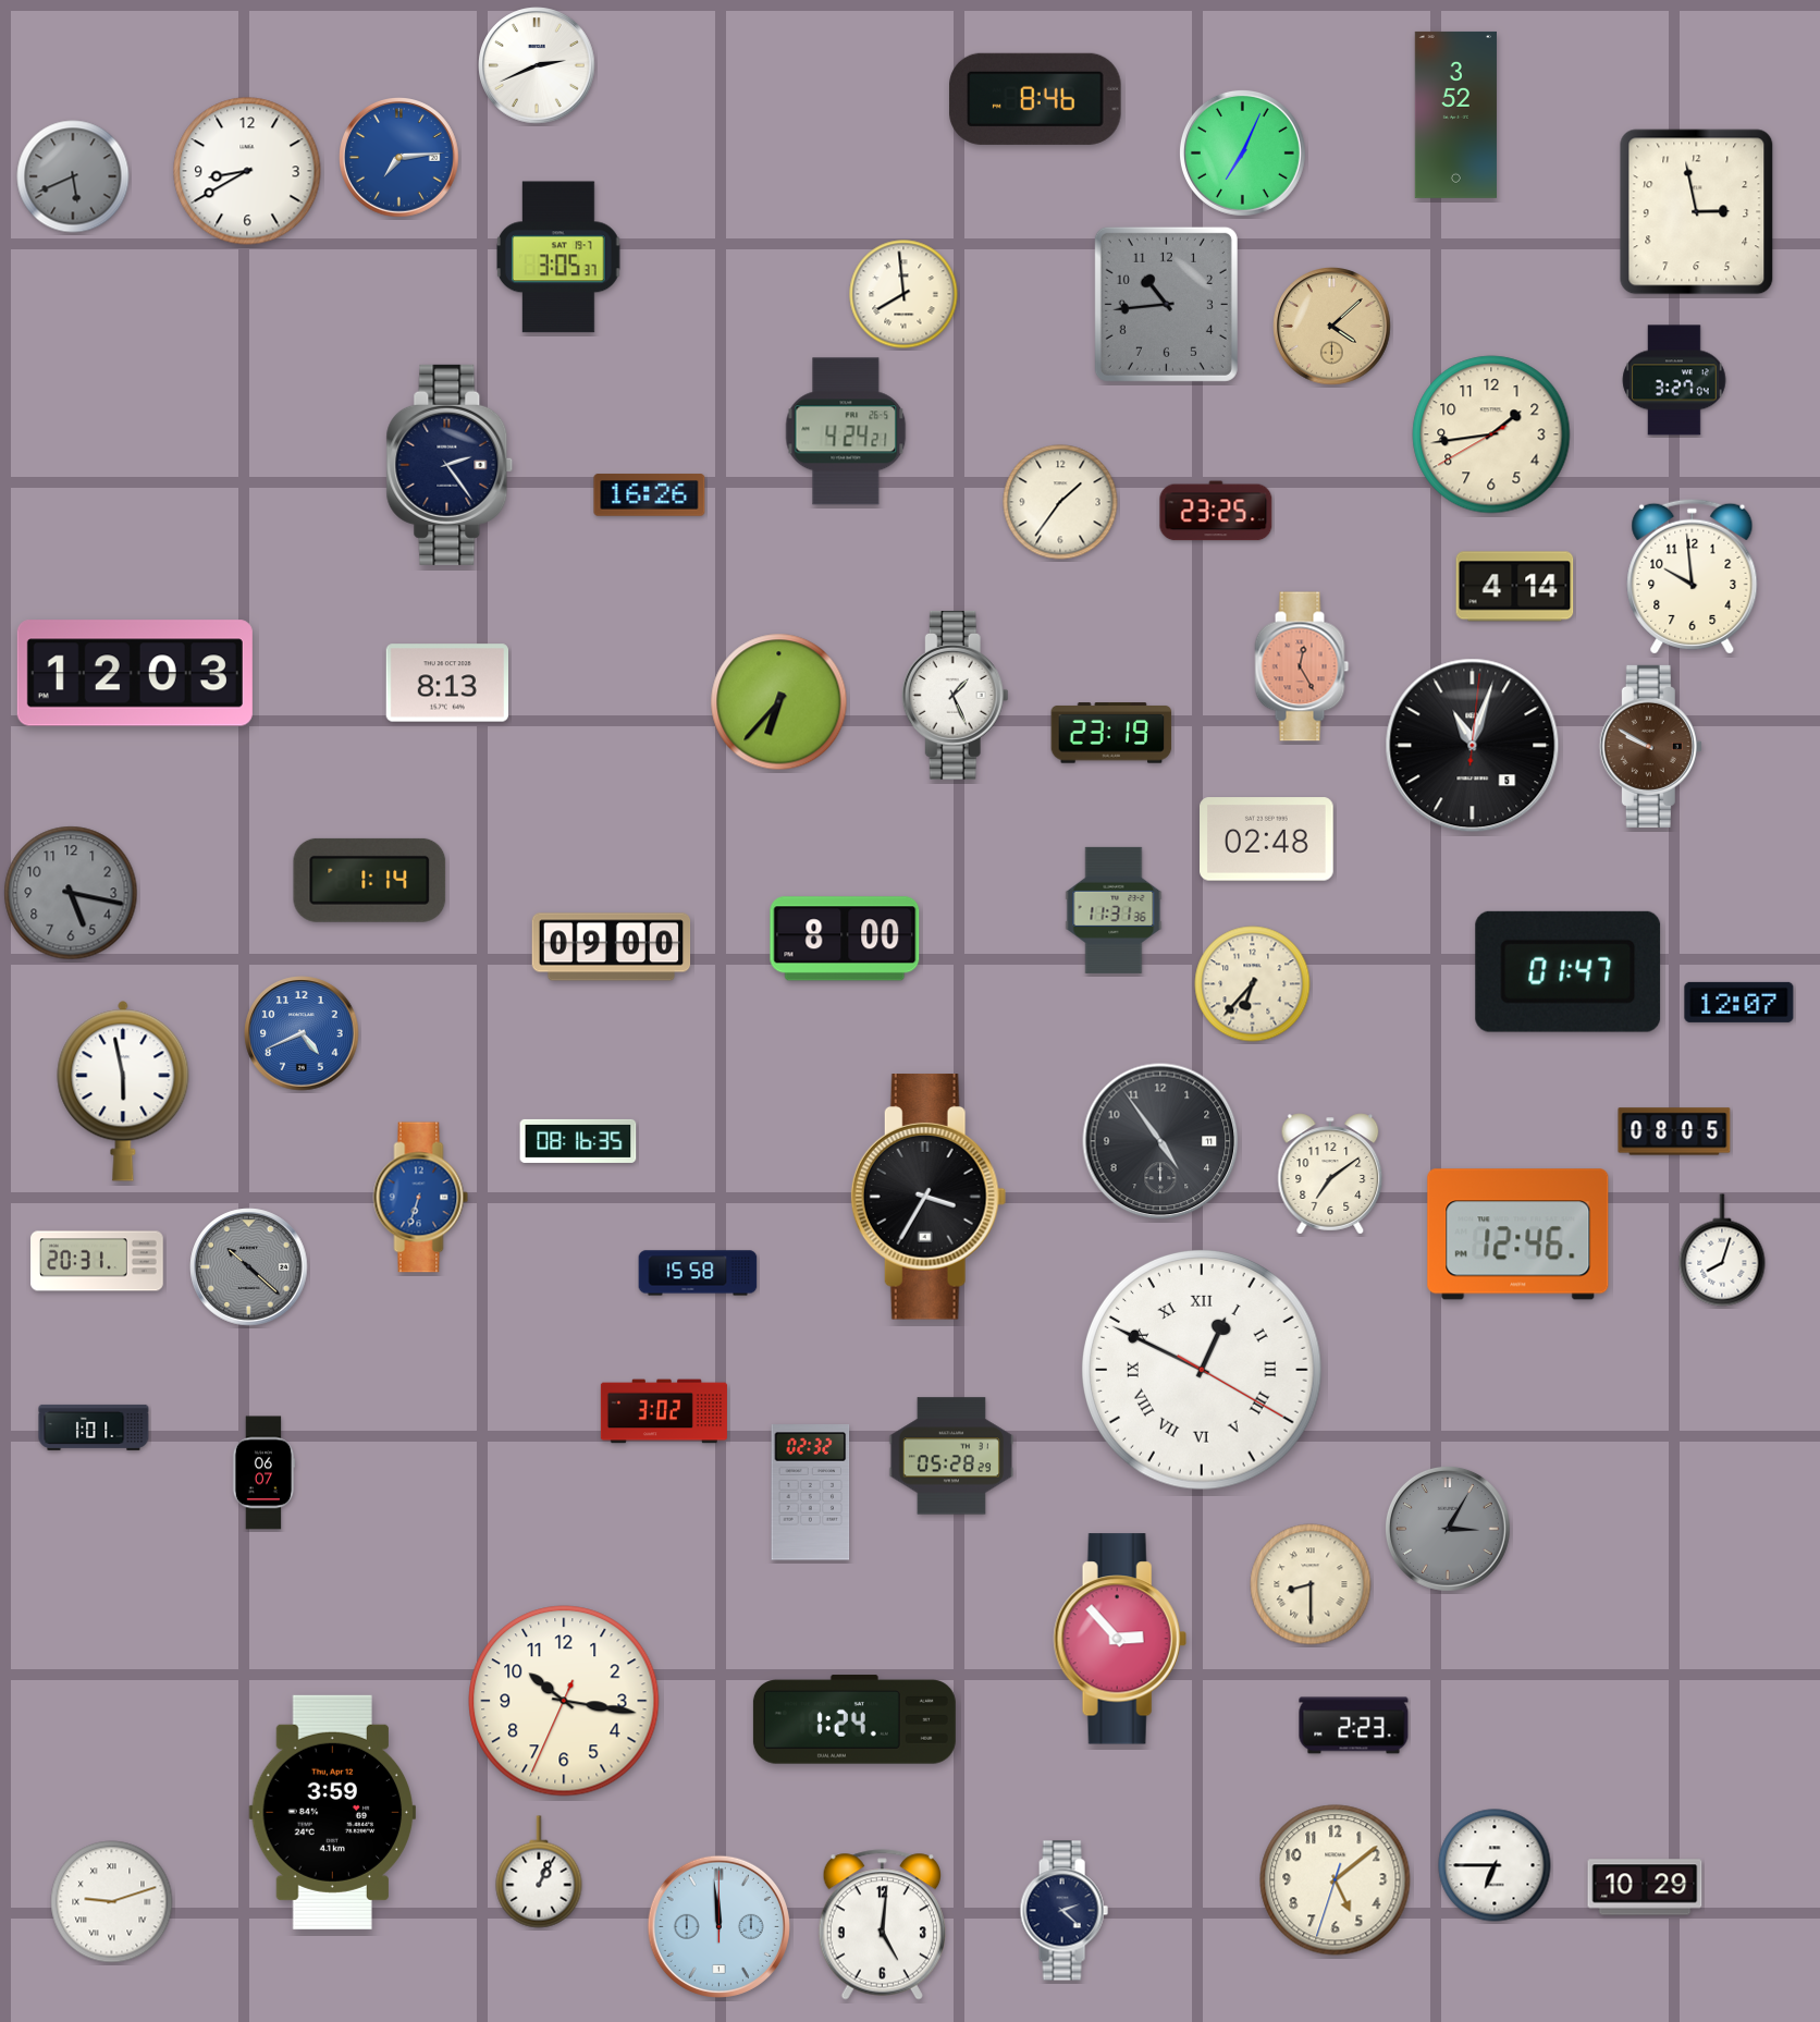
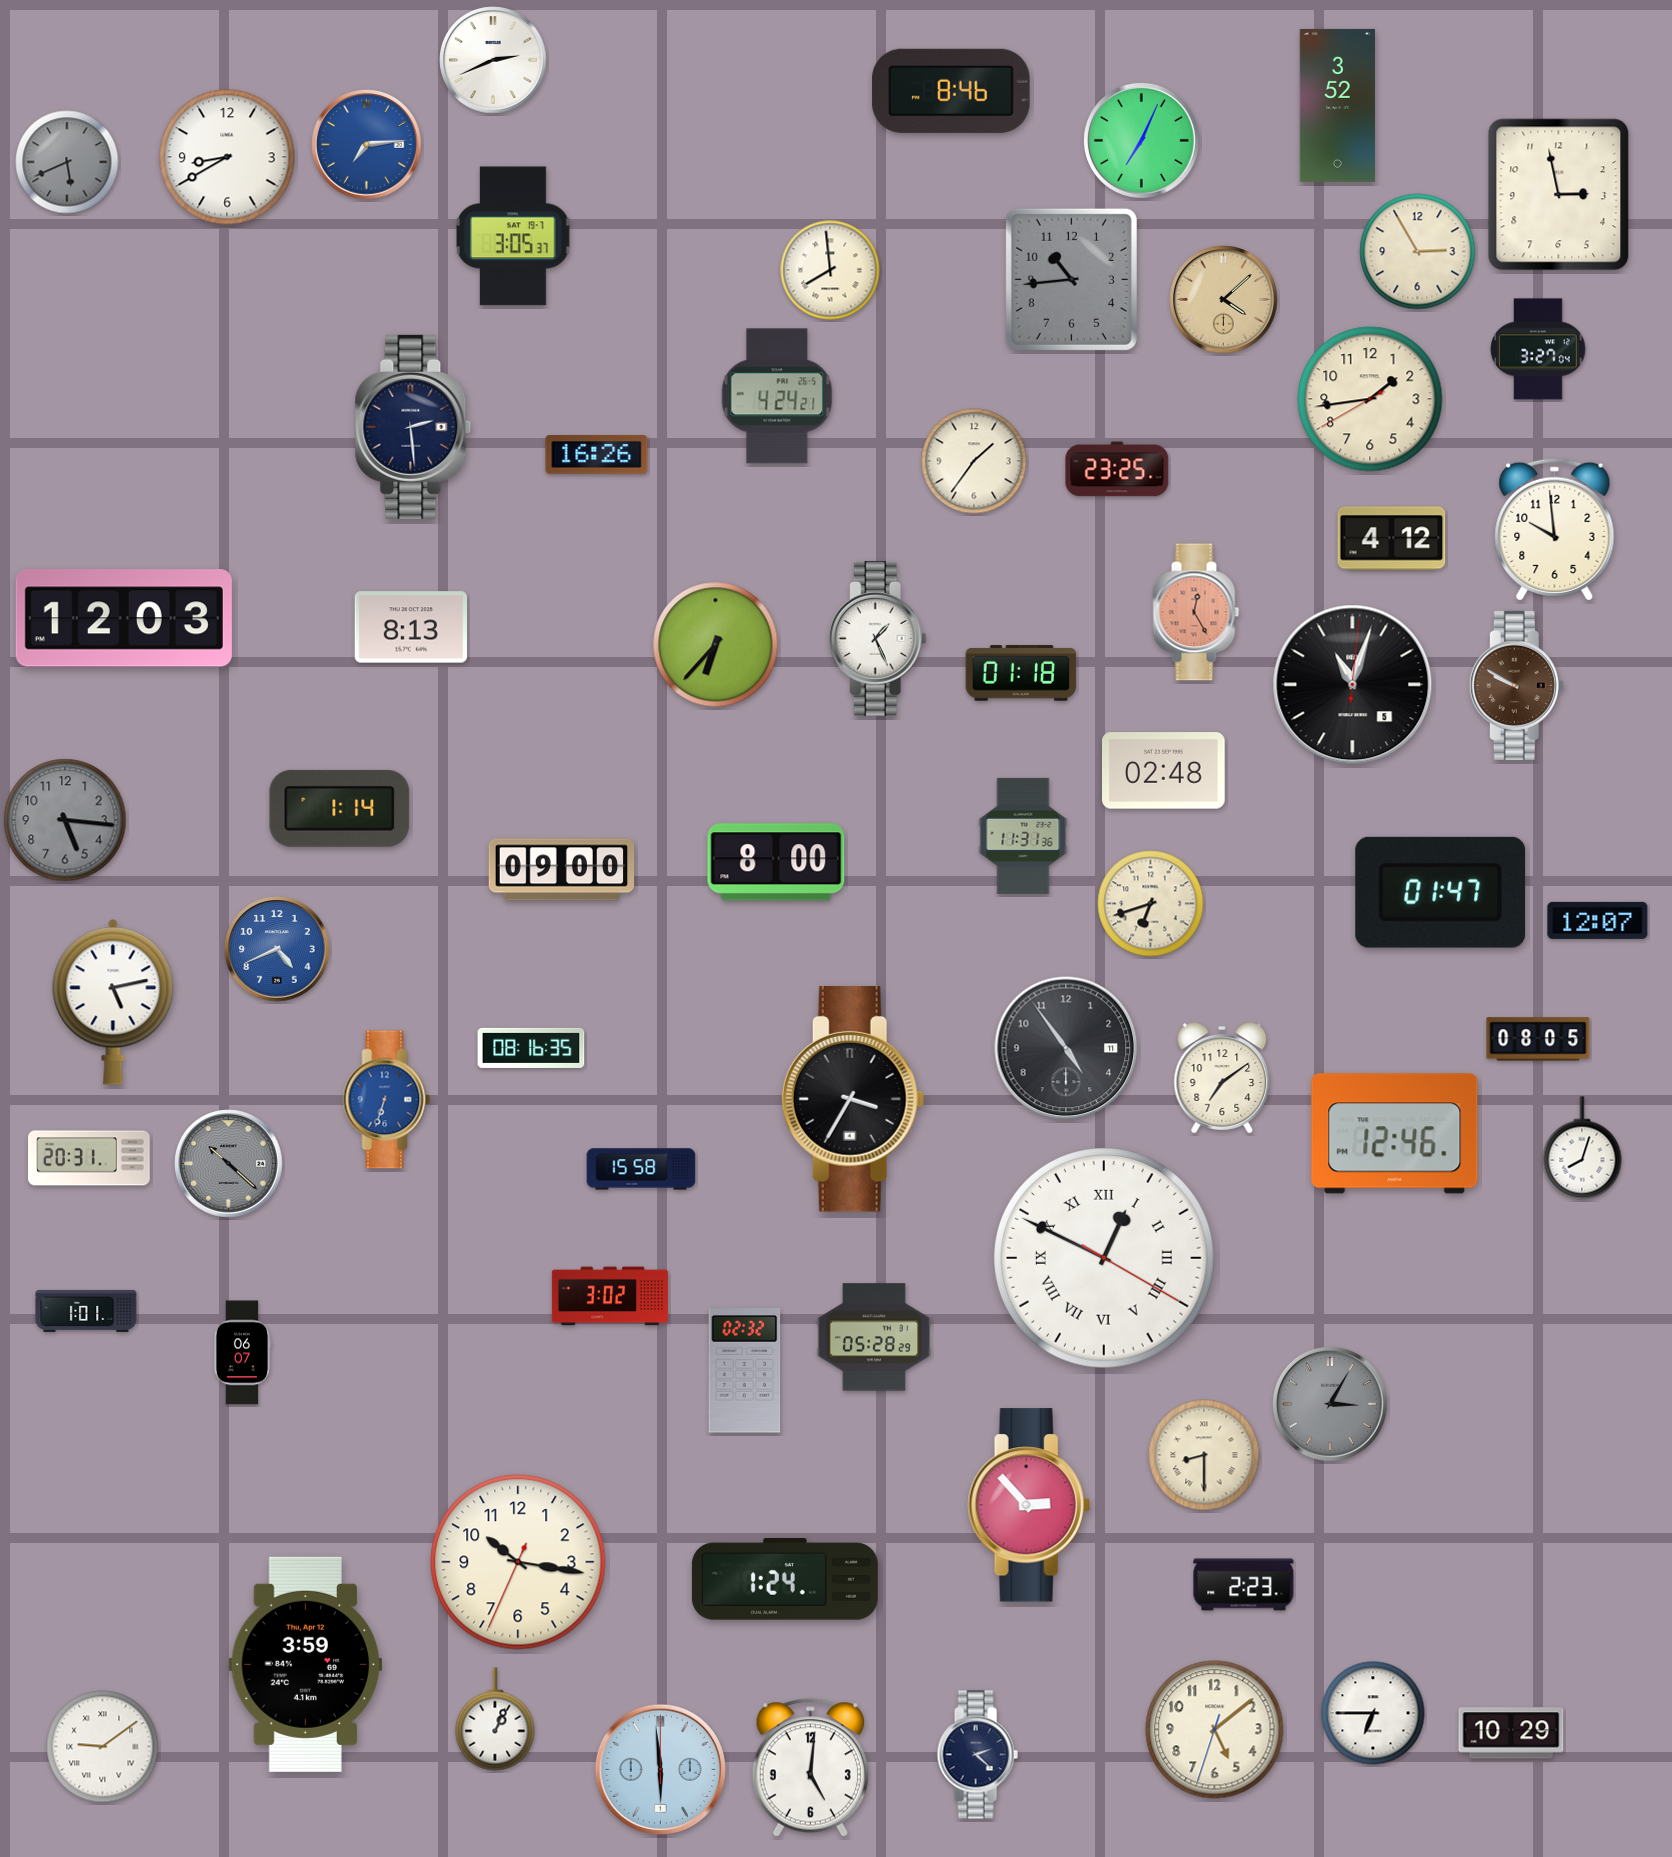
clock at (1418, 252): none -> 2:55
clock at (450, 465): 2:24 -> 2:29
clock at (1515, 587): 4:14 -> 4:12
clock at (1111, 733): 23:19 -> 01:18
clock at (71, 893): 5:17 -> 5:16
clock at (1253, 984): 6:37 -> 6:42
clock at (123, 1091): 5:58 -> 5:13
clock at (1336, 1880) position: (1336, 1880) -> (1215, 1730)
clock at (112, 1902): 9:12 -> 9:09
clock at (718, 1926): 11:59 -> 5:59
